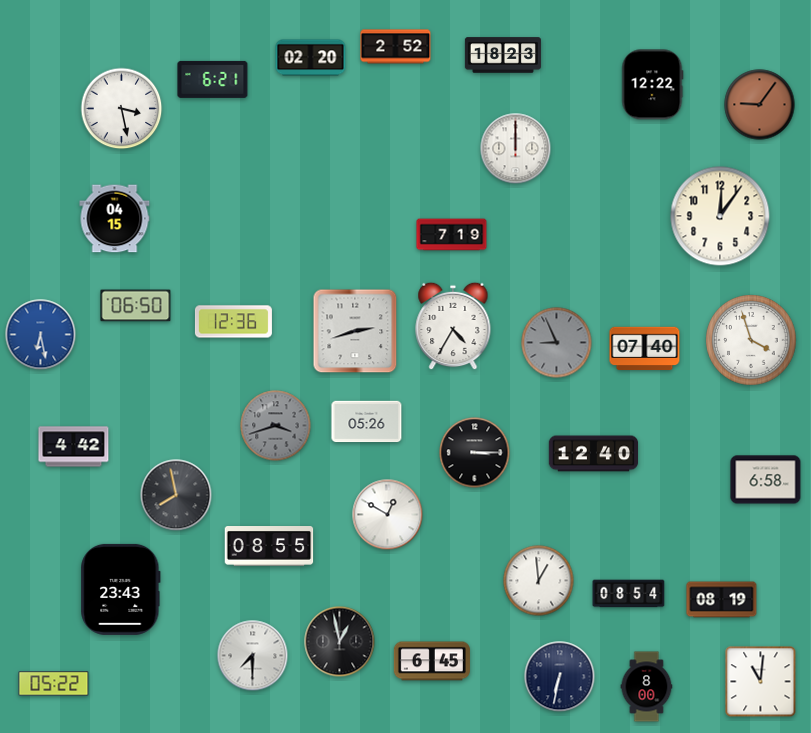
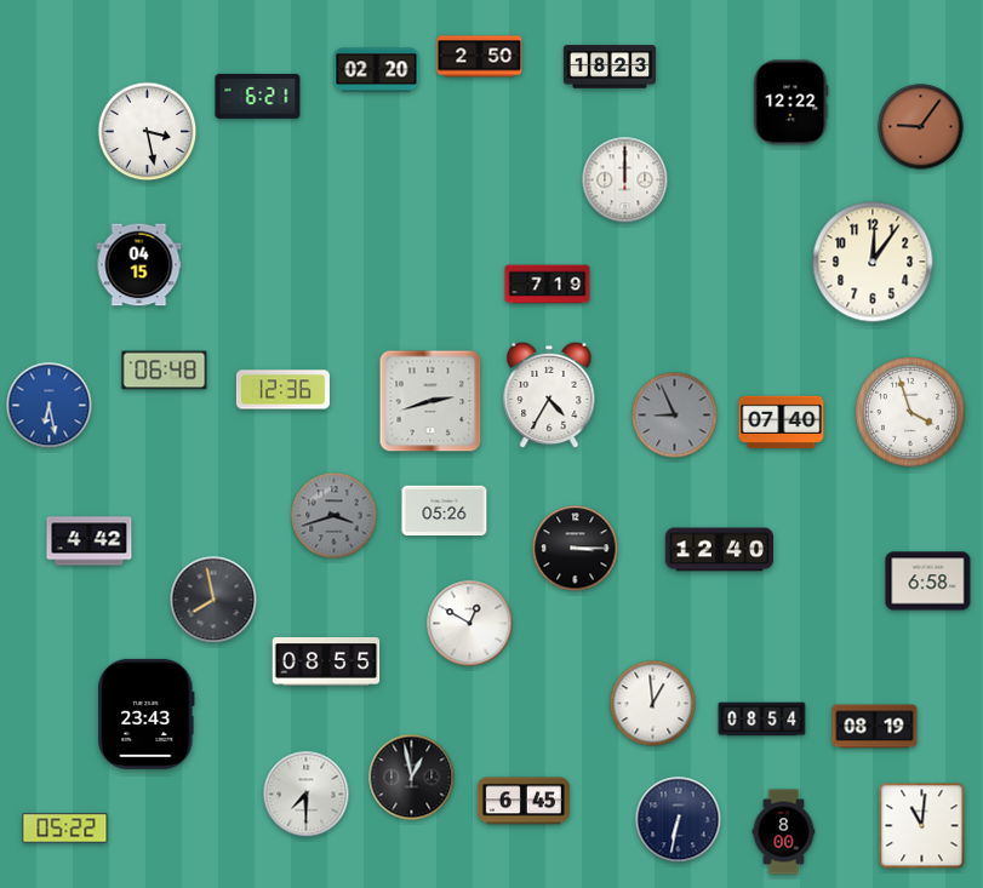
clock at (396, 47): 2:52 -> 2:50
clock at (136, 306): 06:50 -> 06:48
